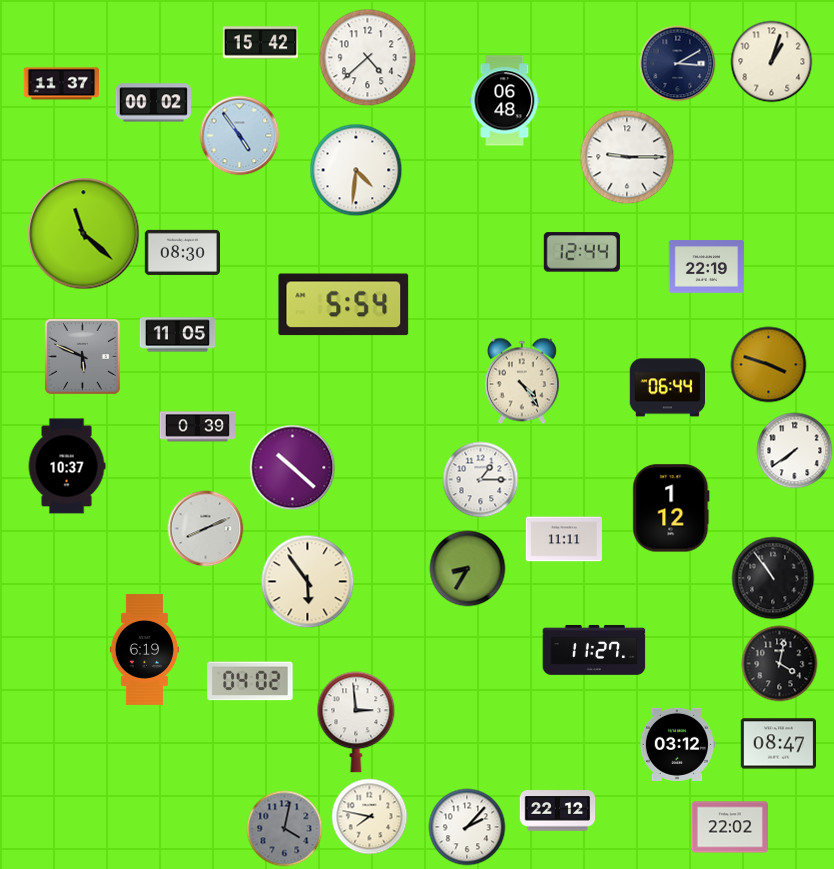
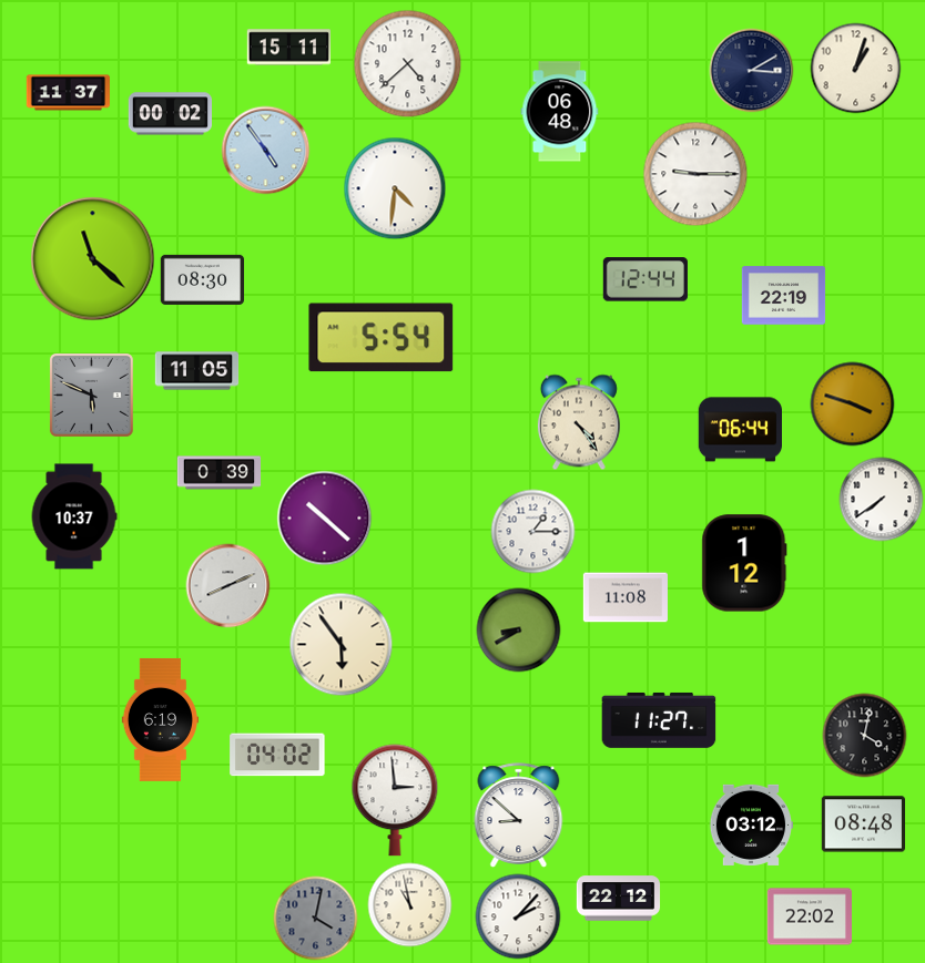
clock at (260, 43): 15:42 -> 15:11
clock at (564, 539): 11:11 -> 11:08
clock at (468, 569): 8:35 -> 8:40
clock at (773, 578): 10:54 -> none
clock at (519, 816): none -> 8:52
clock at (778, 744): 08:47 -> 08:48
clock at (370, 817): 7:47 -> 10:58
